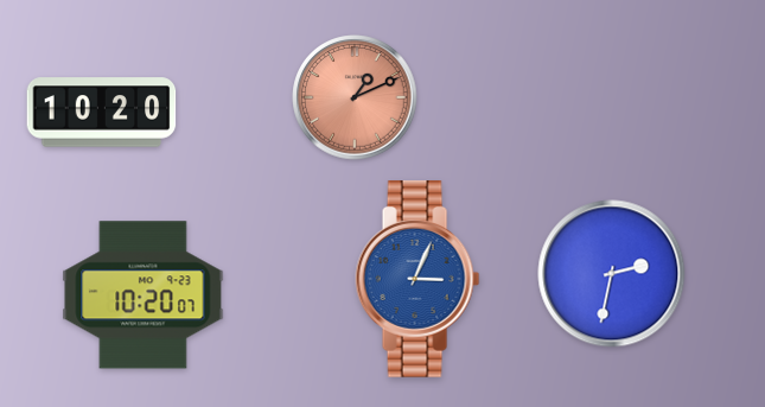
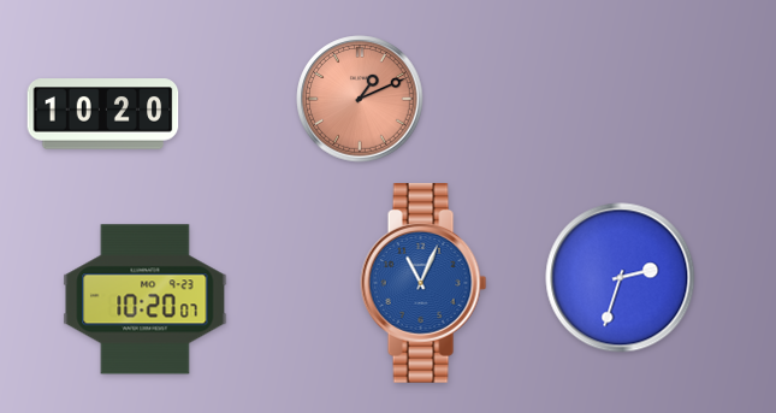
clock at (612, 274): 2:32 -> 2:33
clock at (417, 280): 3:04 -> 11:04
